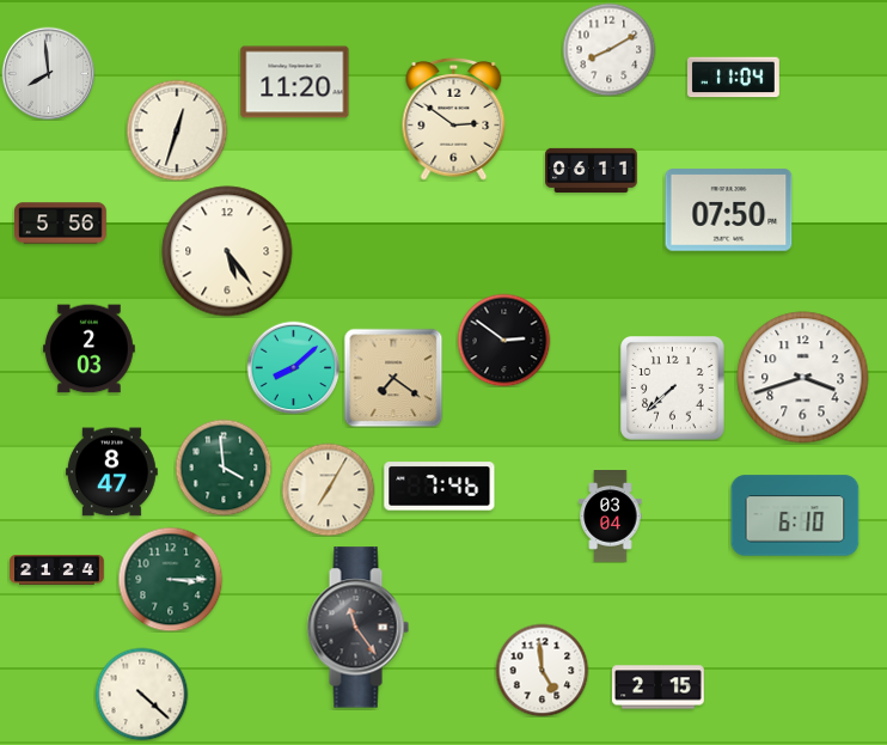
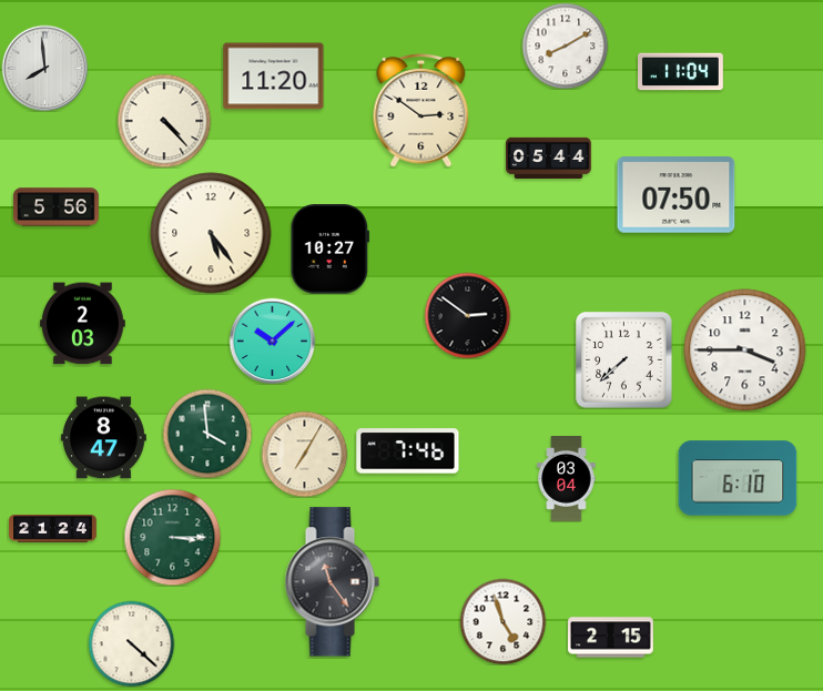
clock at (177, 130): 12:33 -> 4:23
clock at (592, 170): 06:11 -> 05:44
clock at (329, 250): none -> 10:27
clock at (293, 367): 8:08 -> 10:08
clock at (393, 378): 7:21 -> none
clock at (803, 378): 3:42 -> 3:45
clock at (170, 579) position: (170, 579) -> (172, 537)
clock at (542, 670): 4:59 -> 4:57
